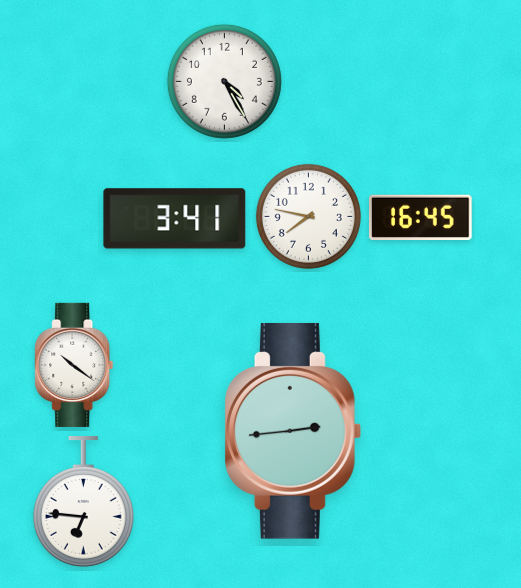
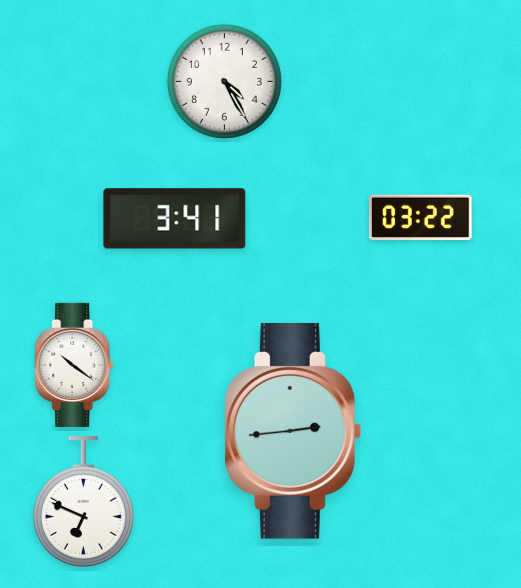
clock at (308, 216): 7:47 -> none
clock at (421, 218): 16:45 -> 03:22
clock at (83, 502): 6:46 -> 6:49
